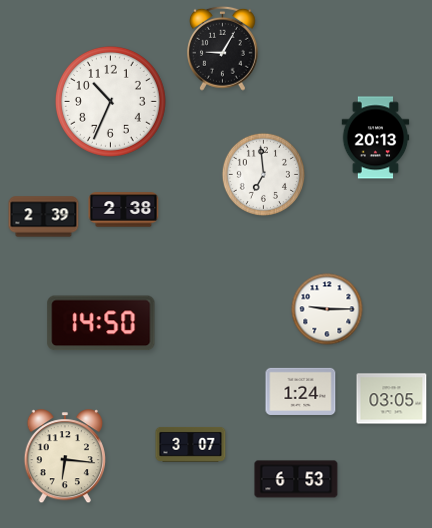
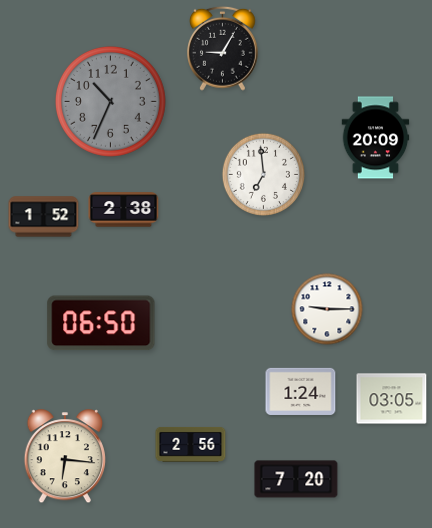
clock at (110, 101) dial: white -> grey
clock at (376, 138): 20:13 -> 20:09
clock at (44, 217): 2:39 -> 1:52
clock at (101, 323): 14:50 -> 06:50
clock at (191, 444): 3:07 -> 2:56
clock at (296, 479): 6:53 -> 7:20
